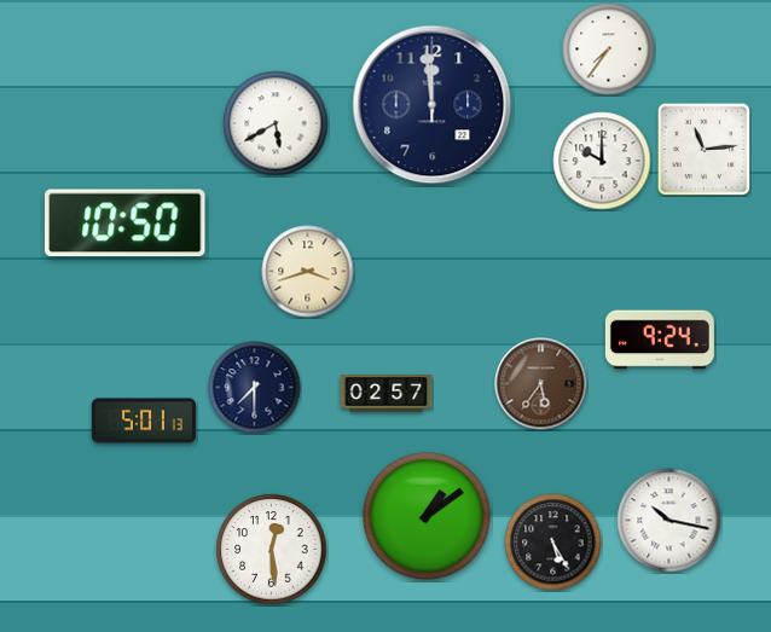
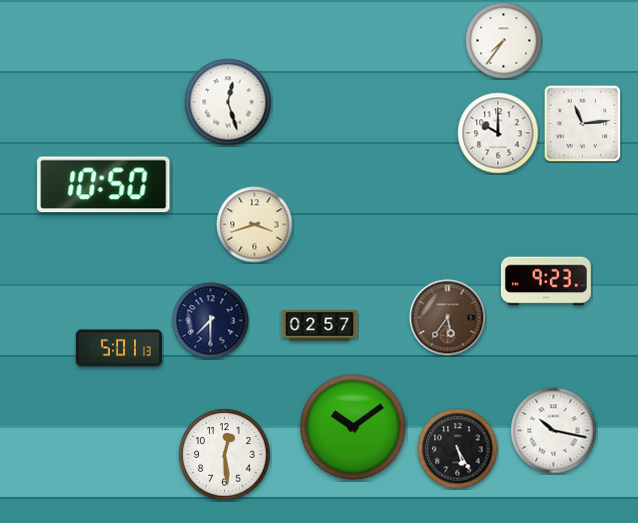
clock at (433, 105): 11:59 -> none
clock at (276, 123): 5:40 -> 12:27
clock at (660, 340): 9:24 -> 9:23
clock at (427, 516): 1:09 -> 10:09
